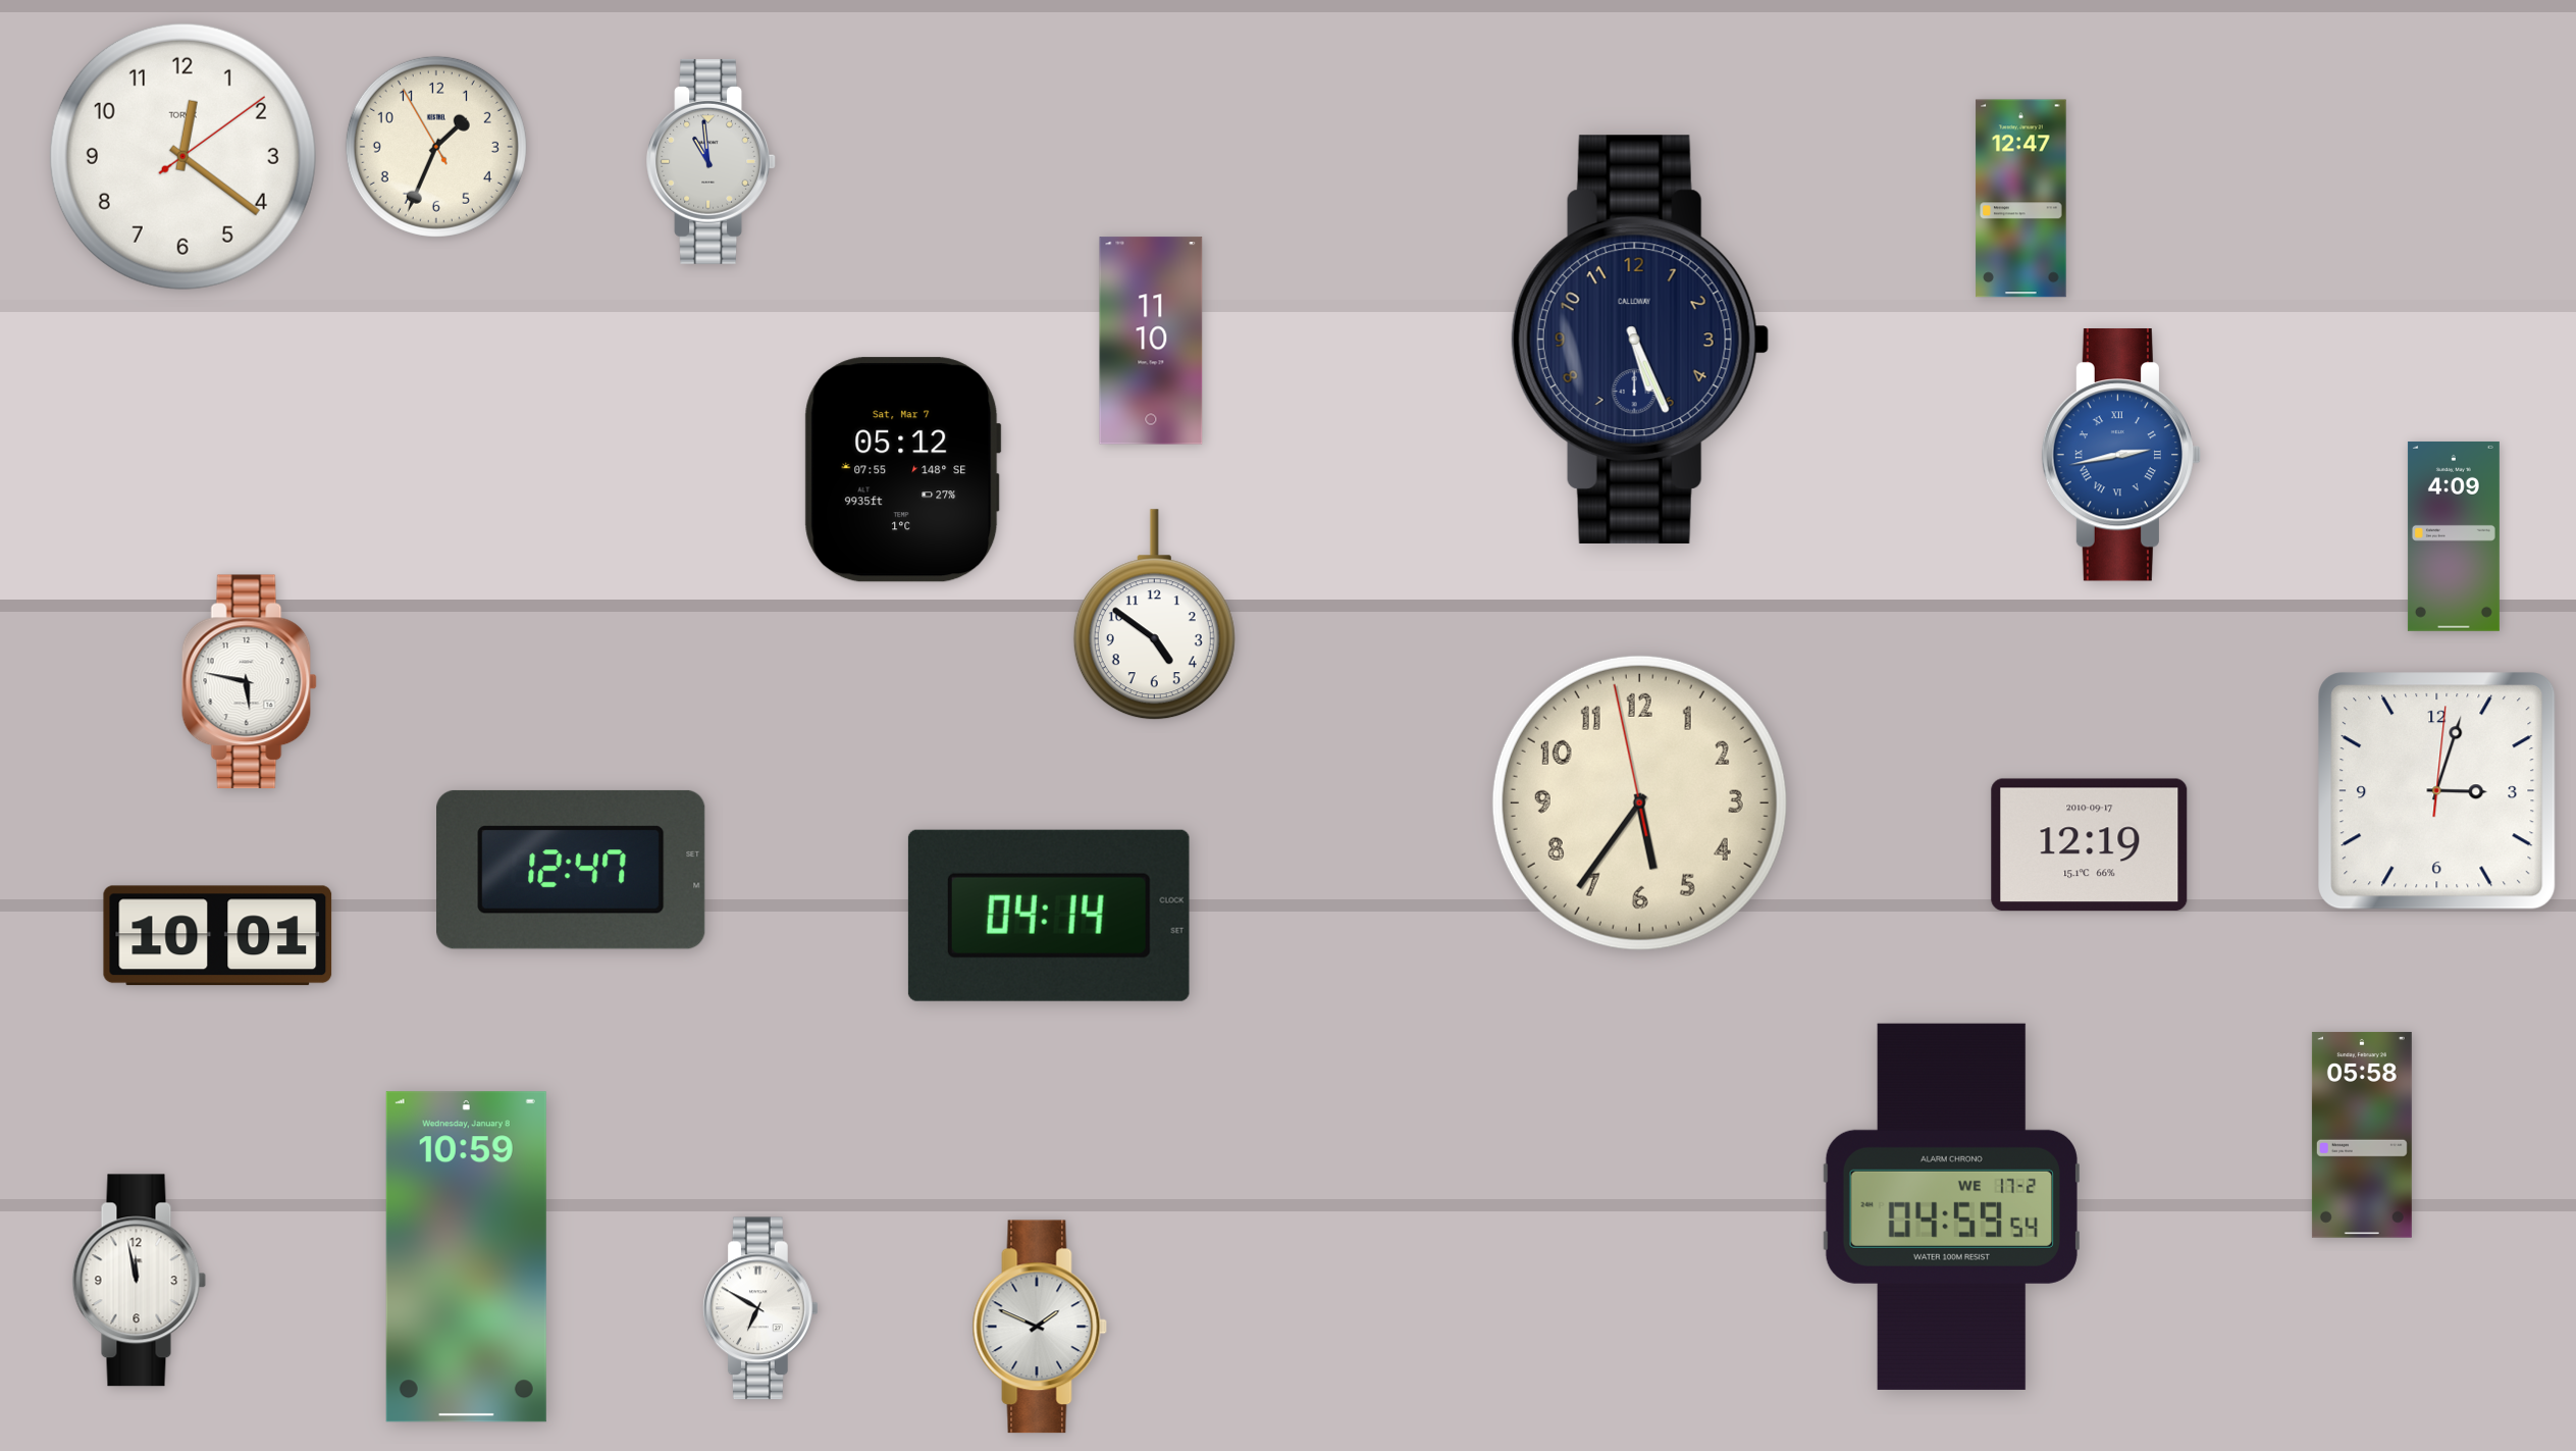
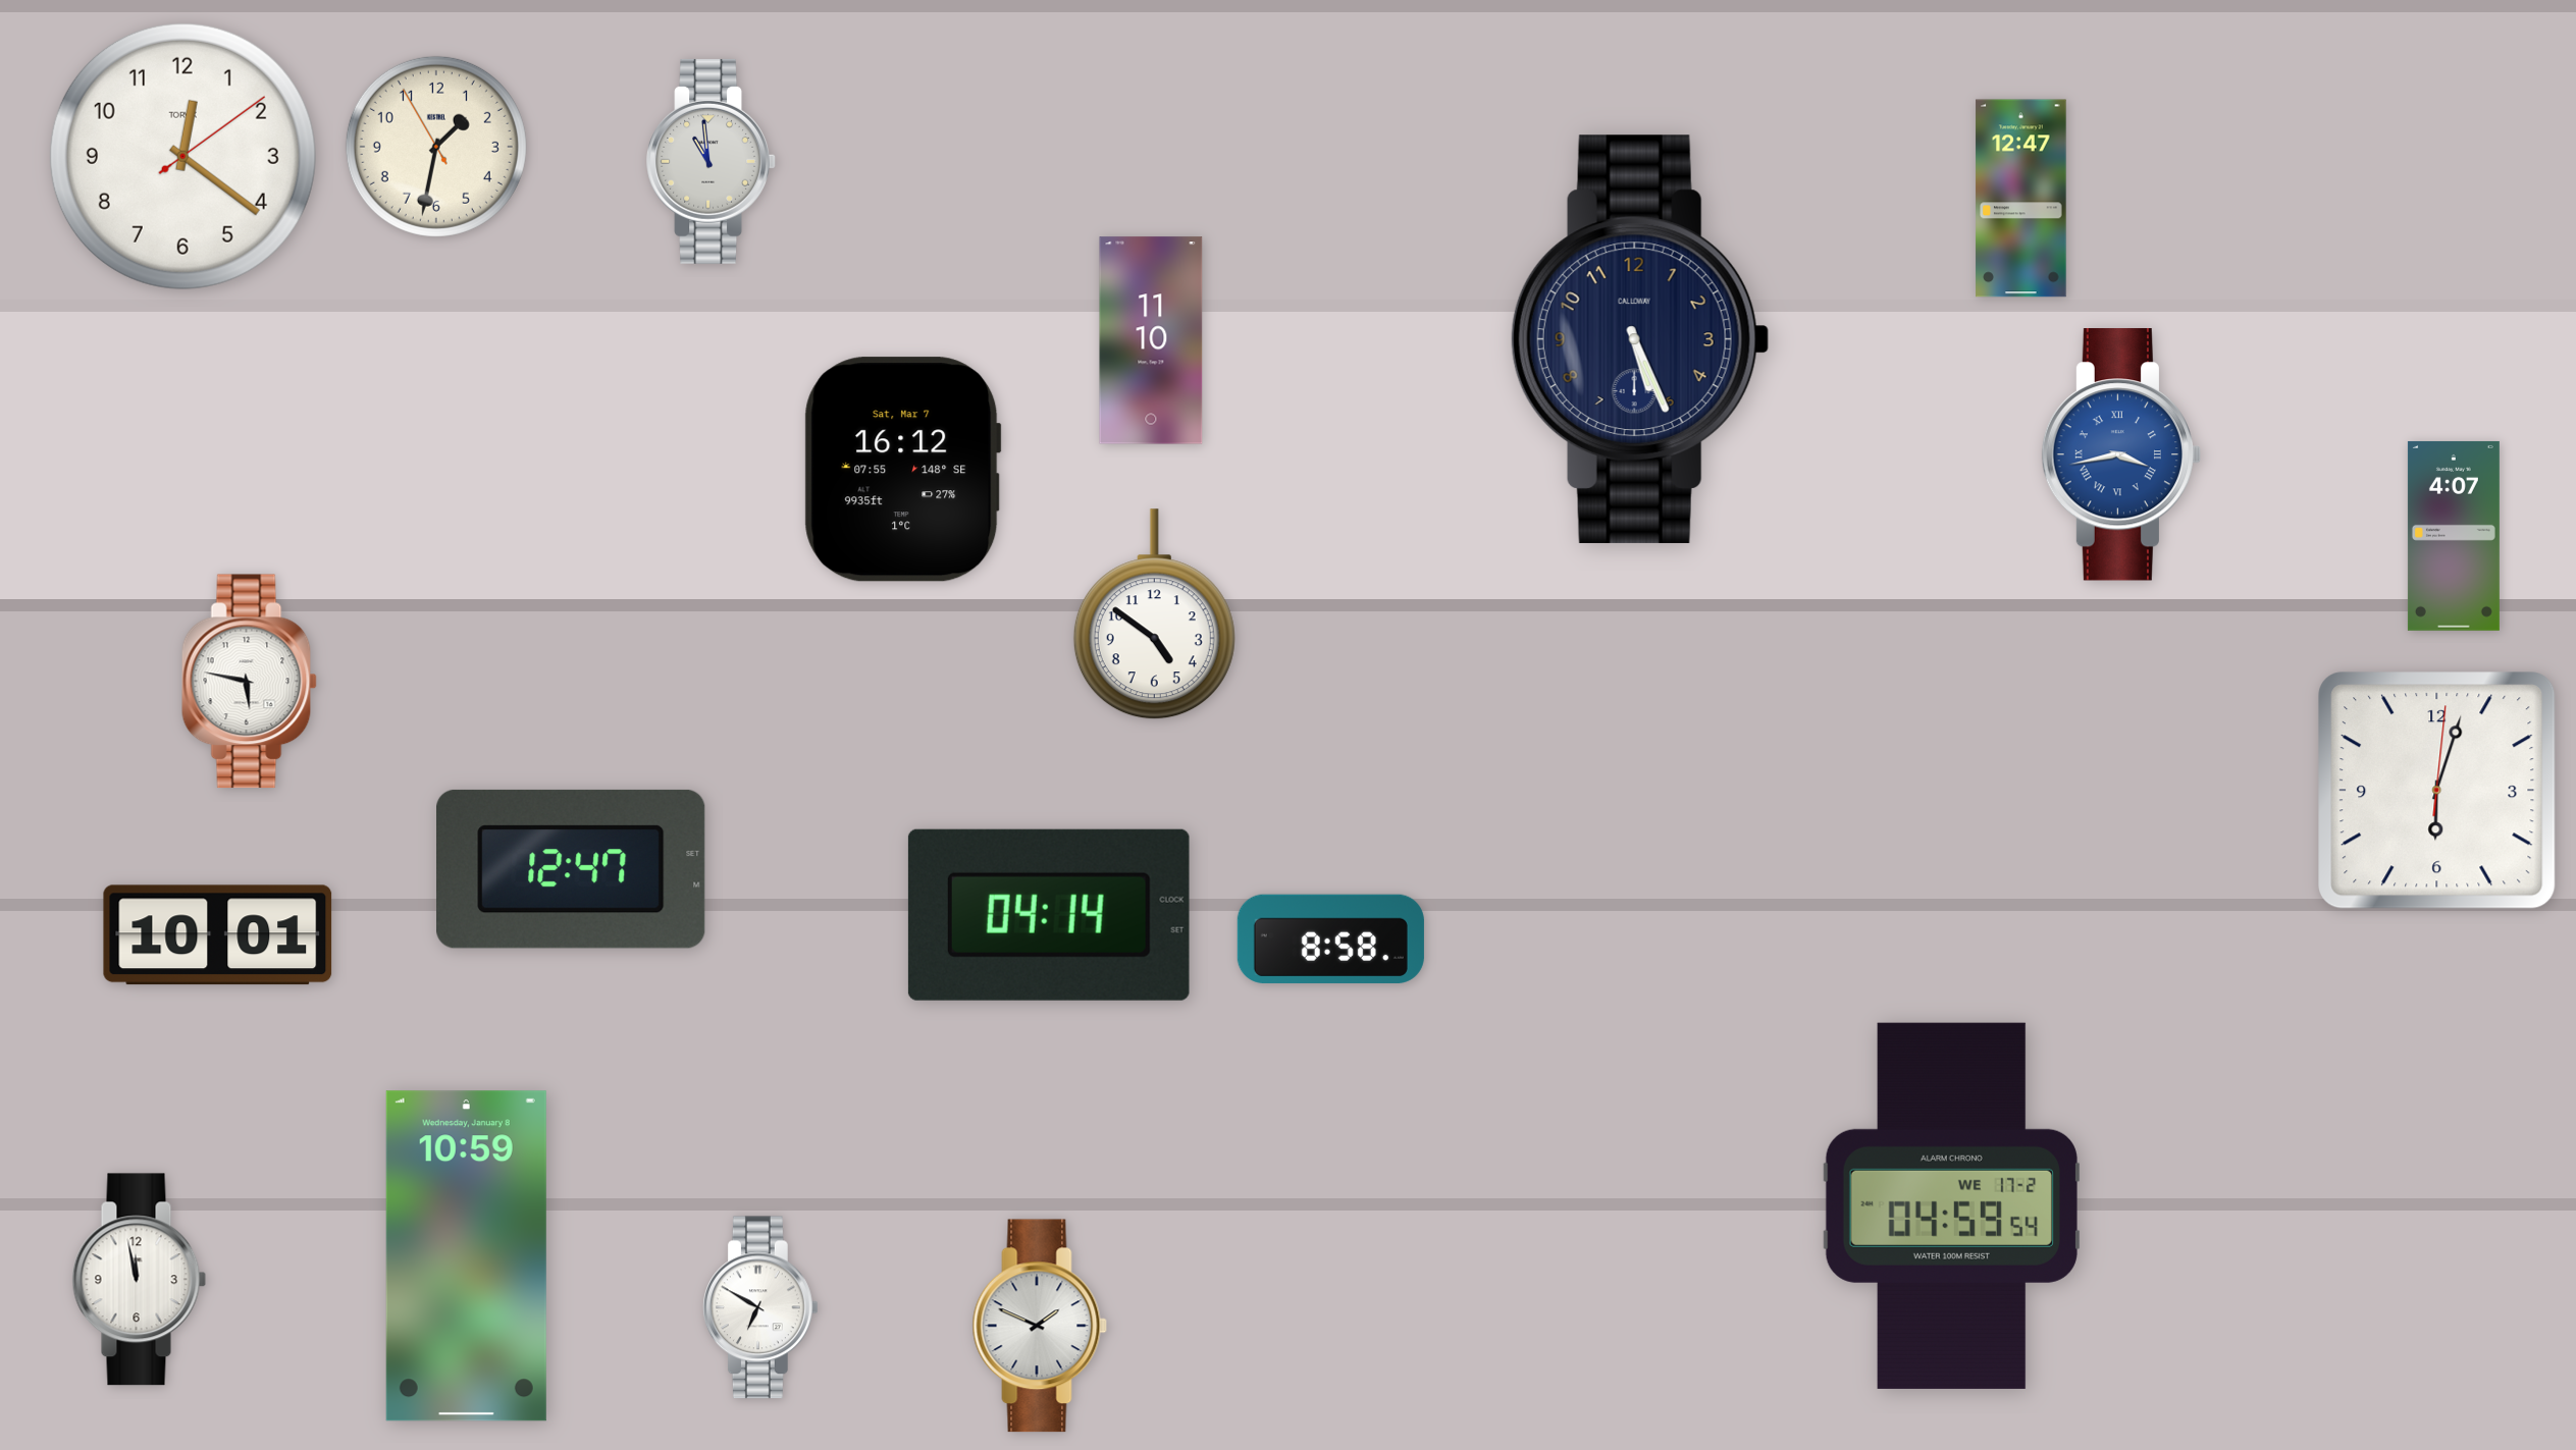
clock at (436, 147): 1:33 -> 1:31
clock at (2121, 455): 2:43 -> 3:43
clock at (902, 470): 05:12 -> 16:12
clock at (2454, 536): 4:09 -> 4:07
clock at (2437, 791): 3:03 -> 6:03
clock at (1639, 802): 5:35 -> none
clock at (2090, 845): 12:19 -> none
clock at (1330, 938): none -> 8:58
clock at (2362, 1135): 05:58 -> none
